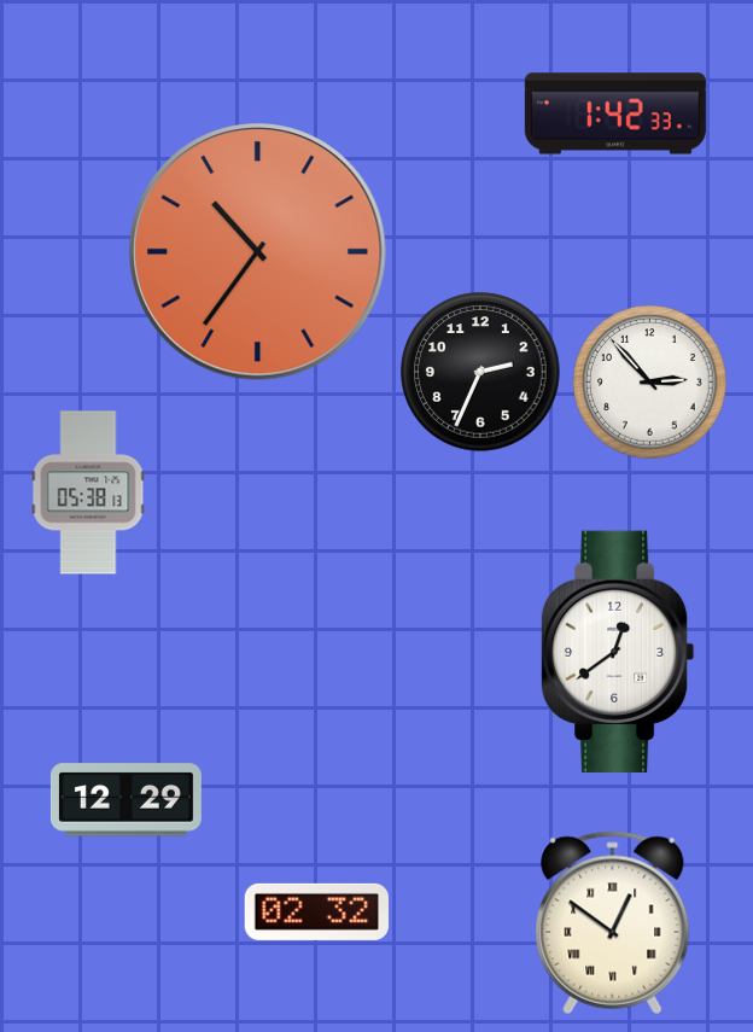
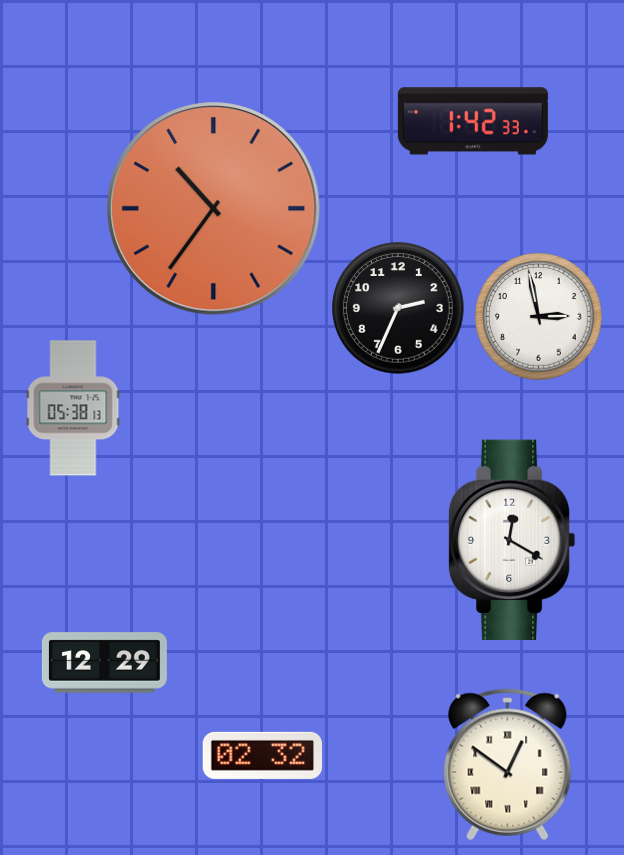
clock at (615, 113) position: (615, 113) -> (473, 121)
clock at (650, 383): 2:53 -> 2:58
clock at (618, 651): 12:39 -> 12:20
